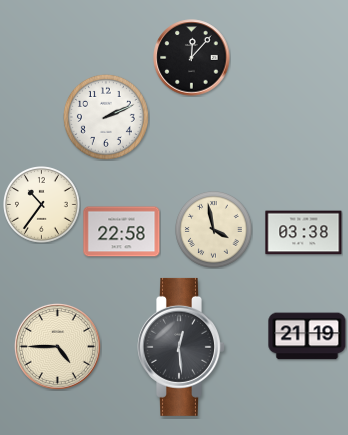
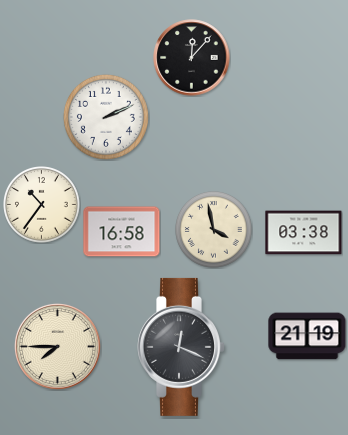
clock at (122, 232): 22:58 -> 16:58
clock at (57, 346): 4:45 -> 7:45
clock at (182, 347): 12:29 -> 12:19
